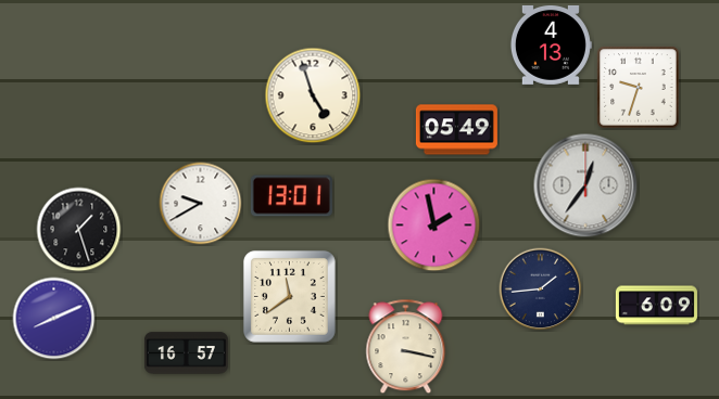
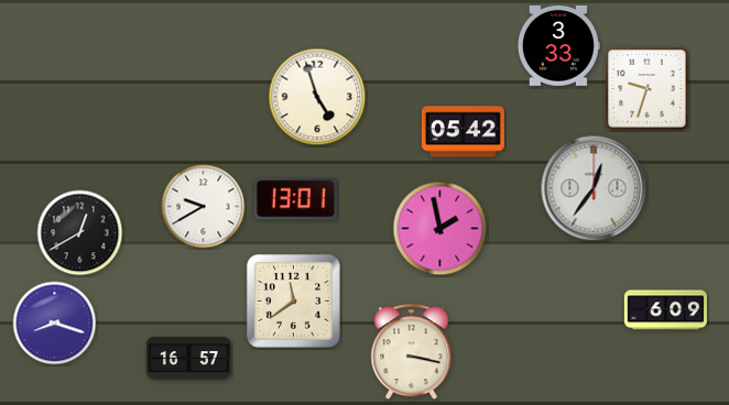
clock at (551, 44): 4:13 -> 3:33
clock at (456, 130): 05:49 -> 05:42
clock at (79, 230): 1:27 -> 12:40
clock at (541, 289): 1:44 -> none
clock at (54, 319): 8:11 -> 8:18
